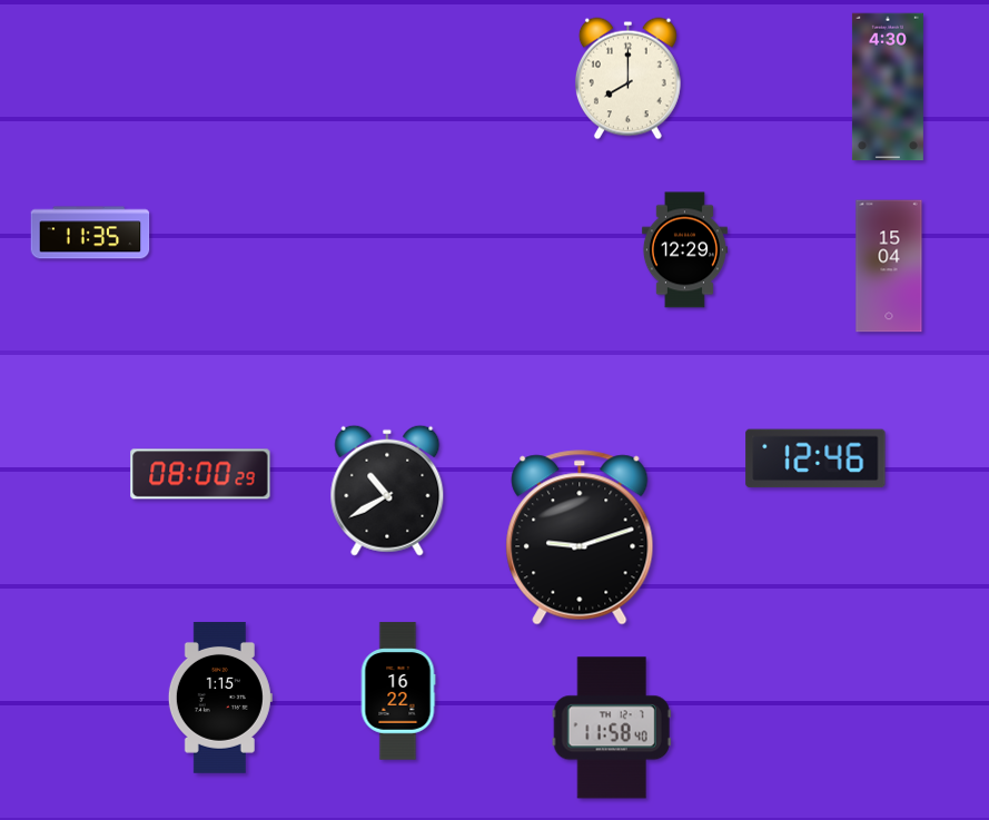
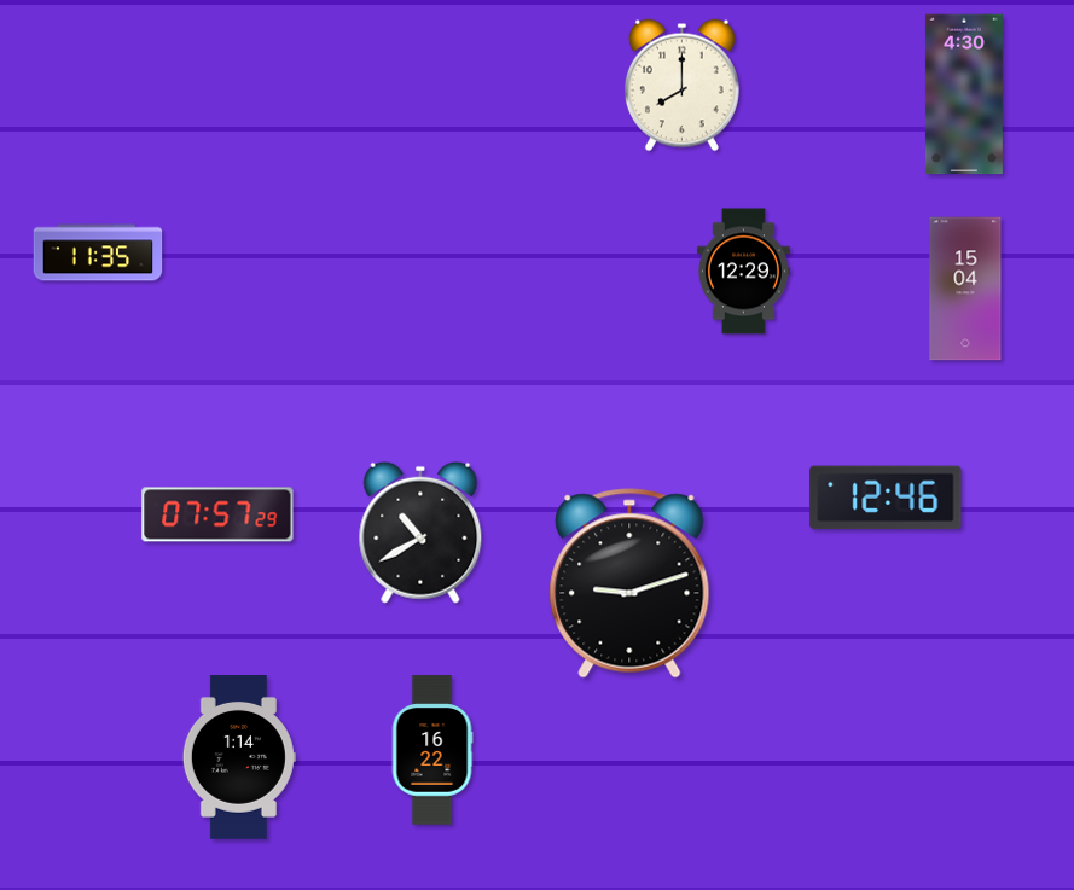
clock at (200, 474): 08:00 -> 07:57
clock at (220, 699): 1:15 -> 1:14
clock at (612, 728): 11:58 -> none
